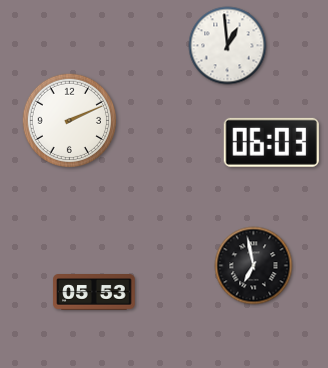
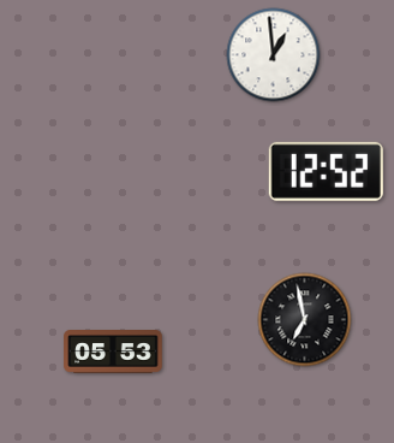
clock at (69, 120): 2:11 -> none
clock at (271, 142): 06:03 -> 12:52
